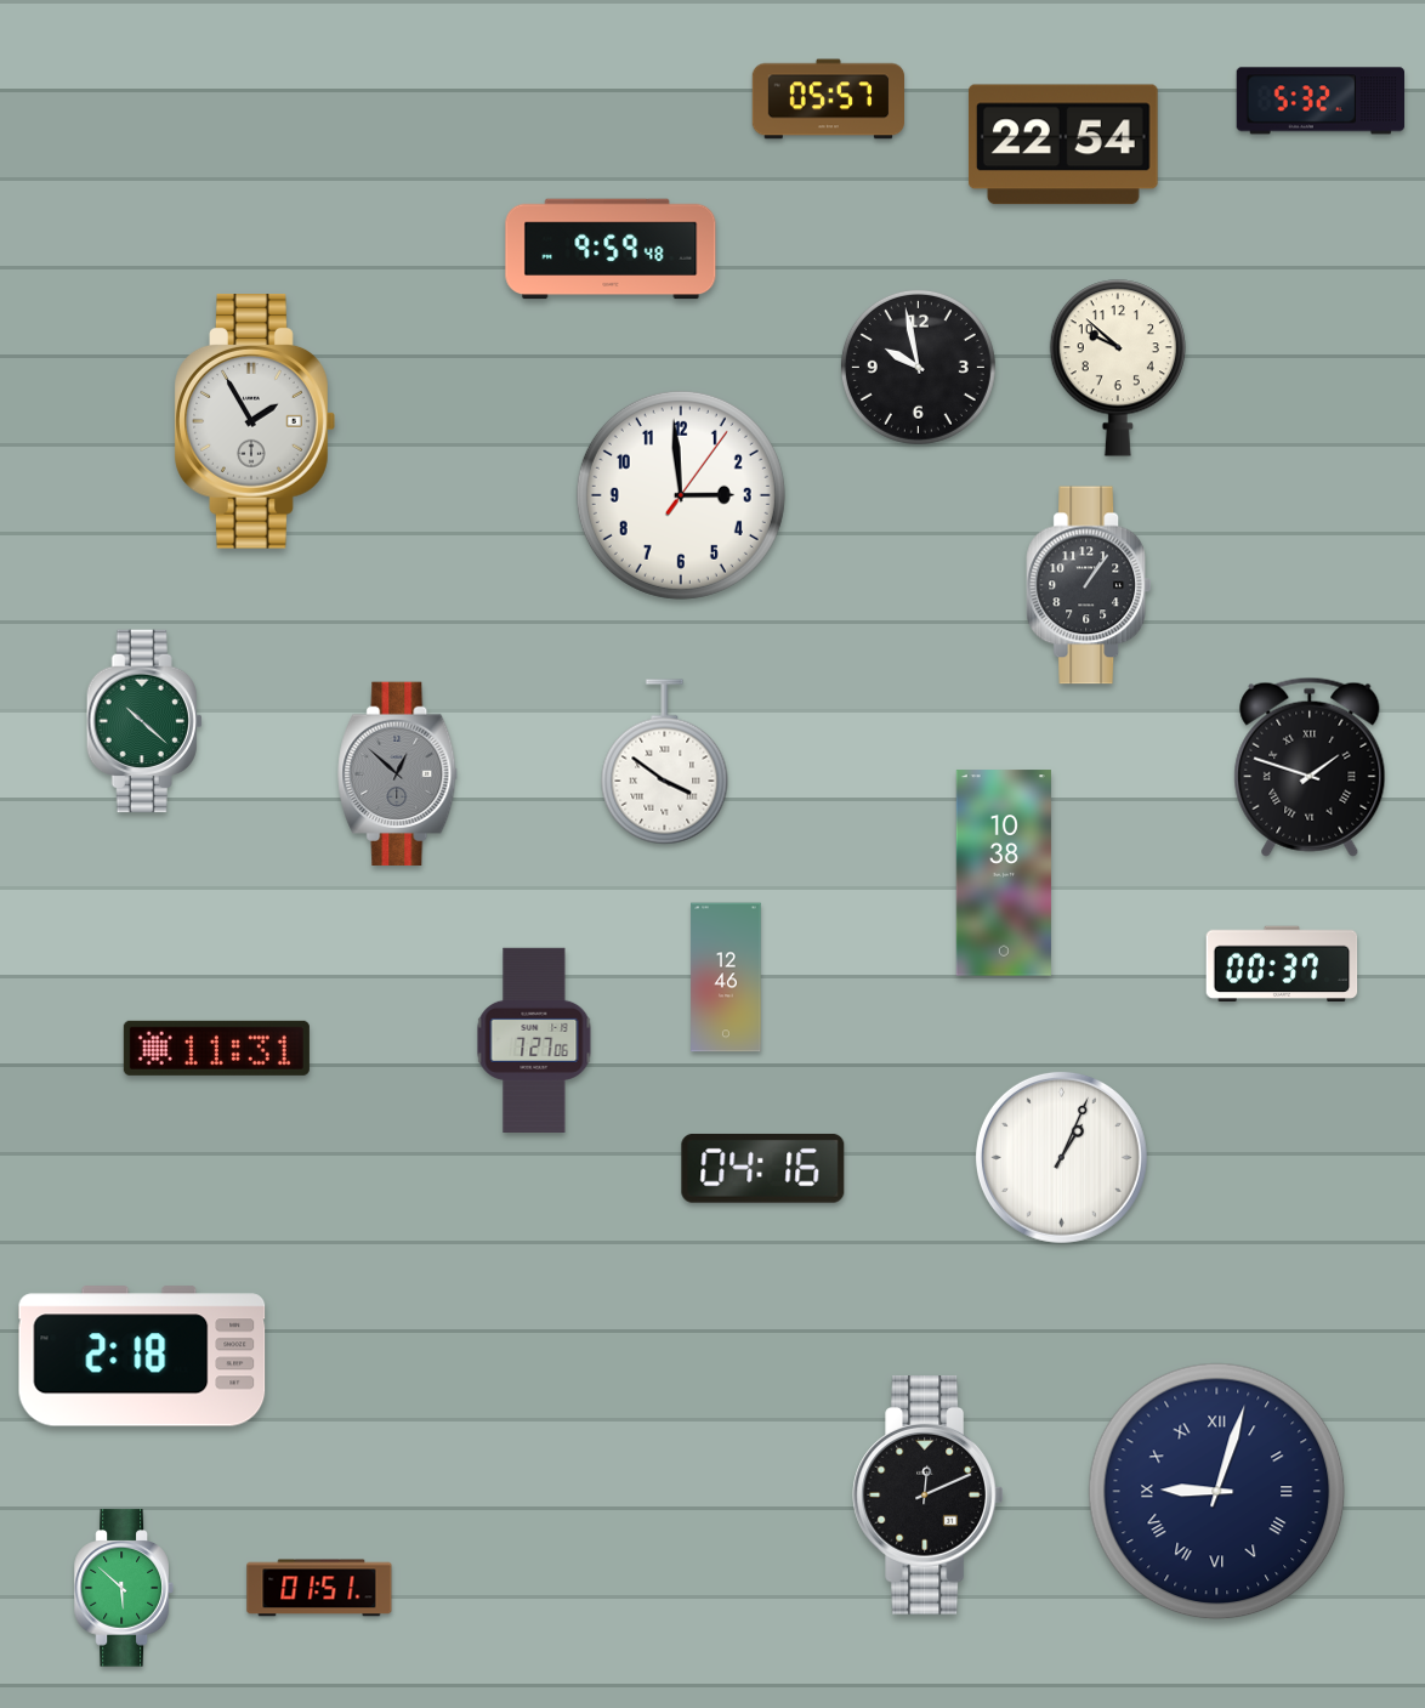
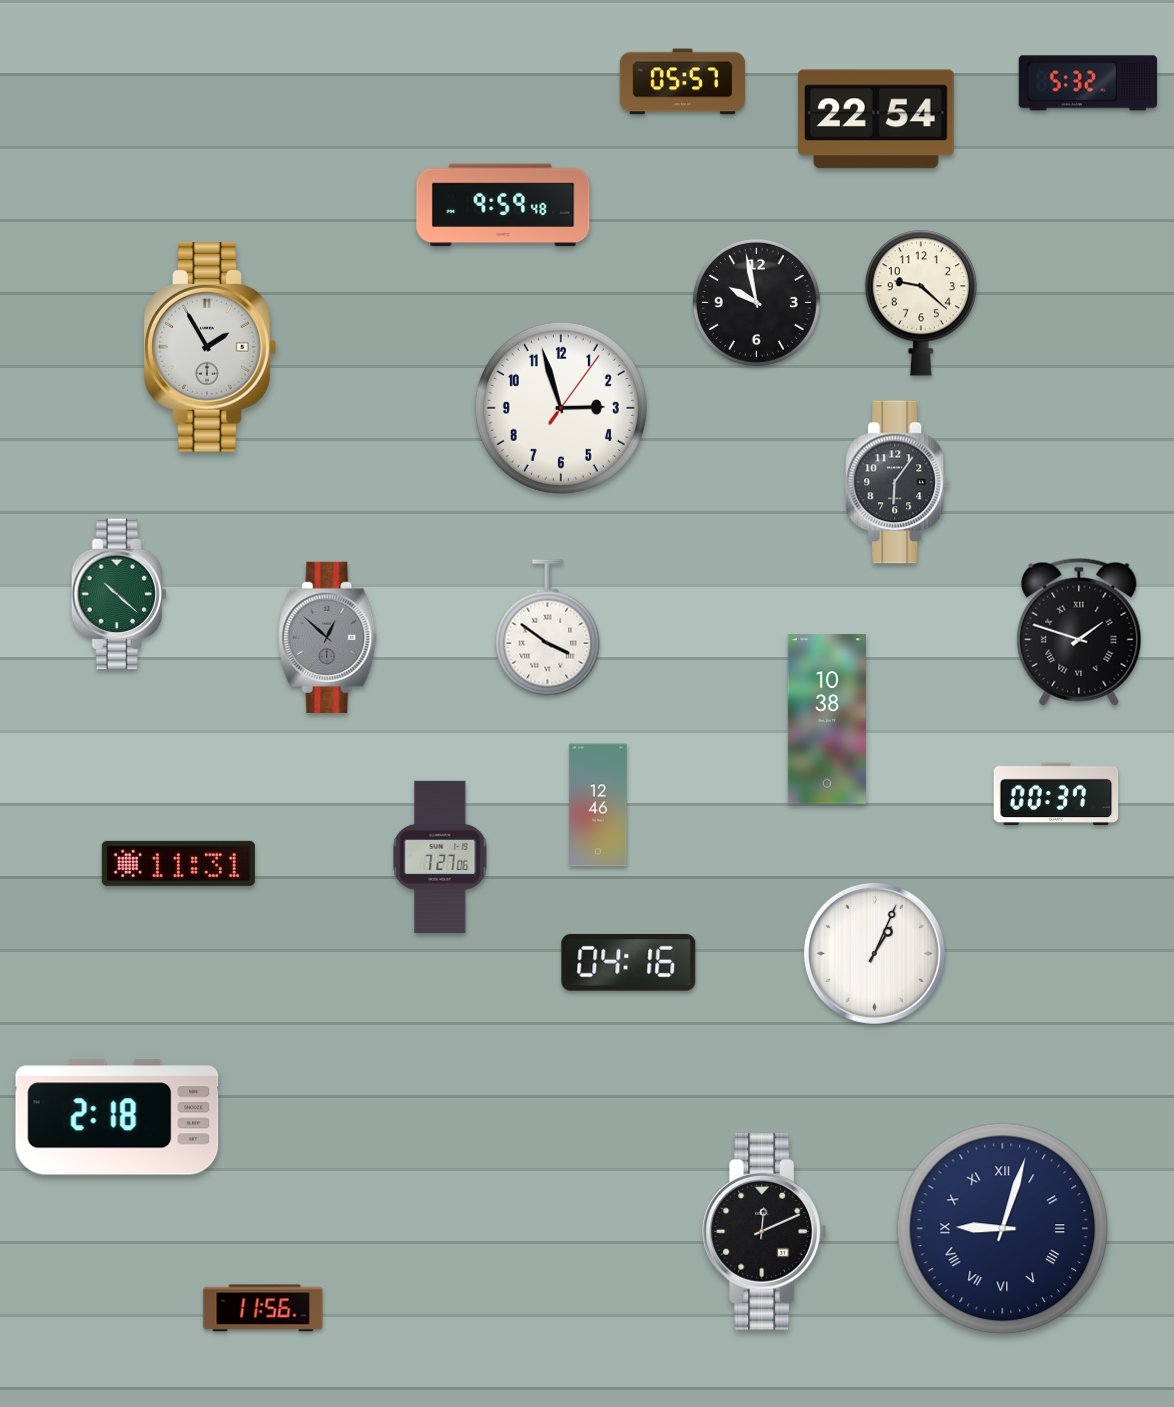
clock at (1118, 368): 9:52 -> 9:22
clock at (681, 495): 2:59 -> 2:57
clock at (1088, 585): 1:06 -> 6:06
clock at (124, 1588): 5:52 -> none
clock at (319, 1588): 01:51 -> 11:56
